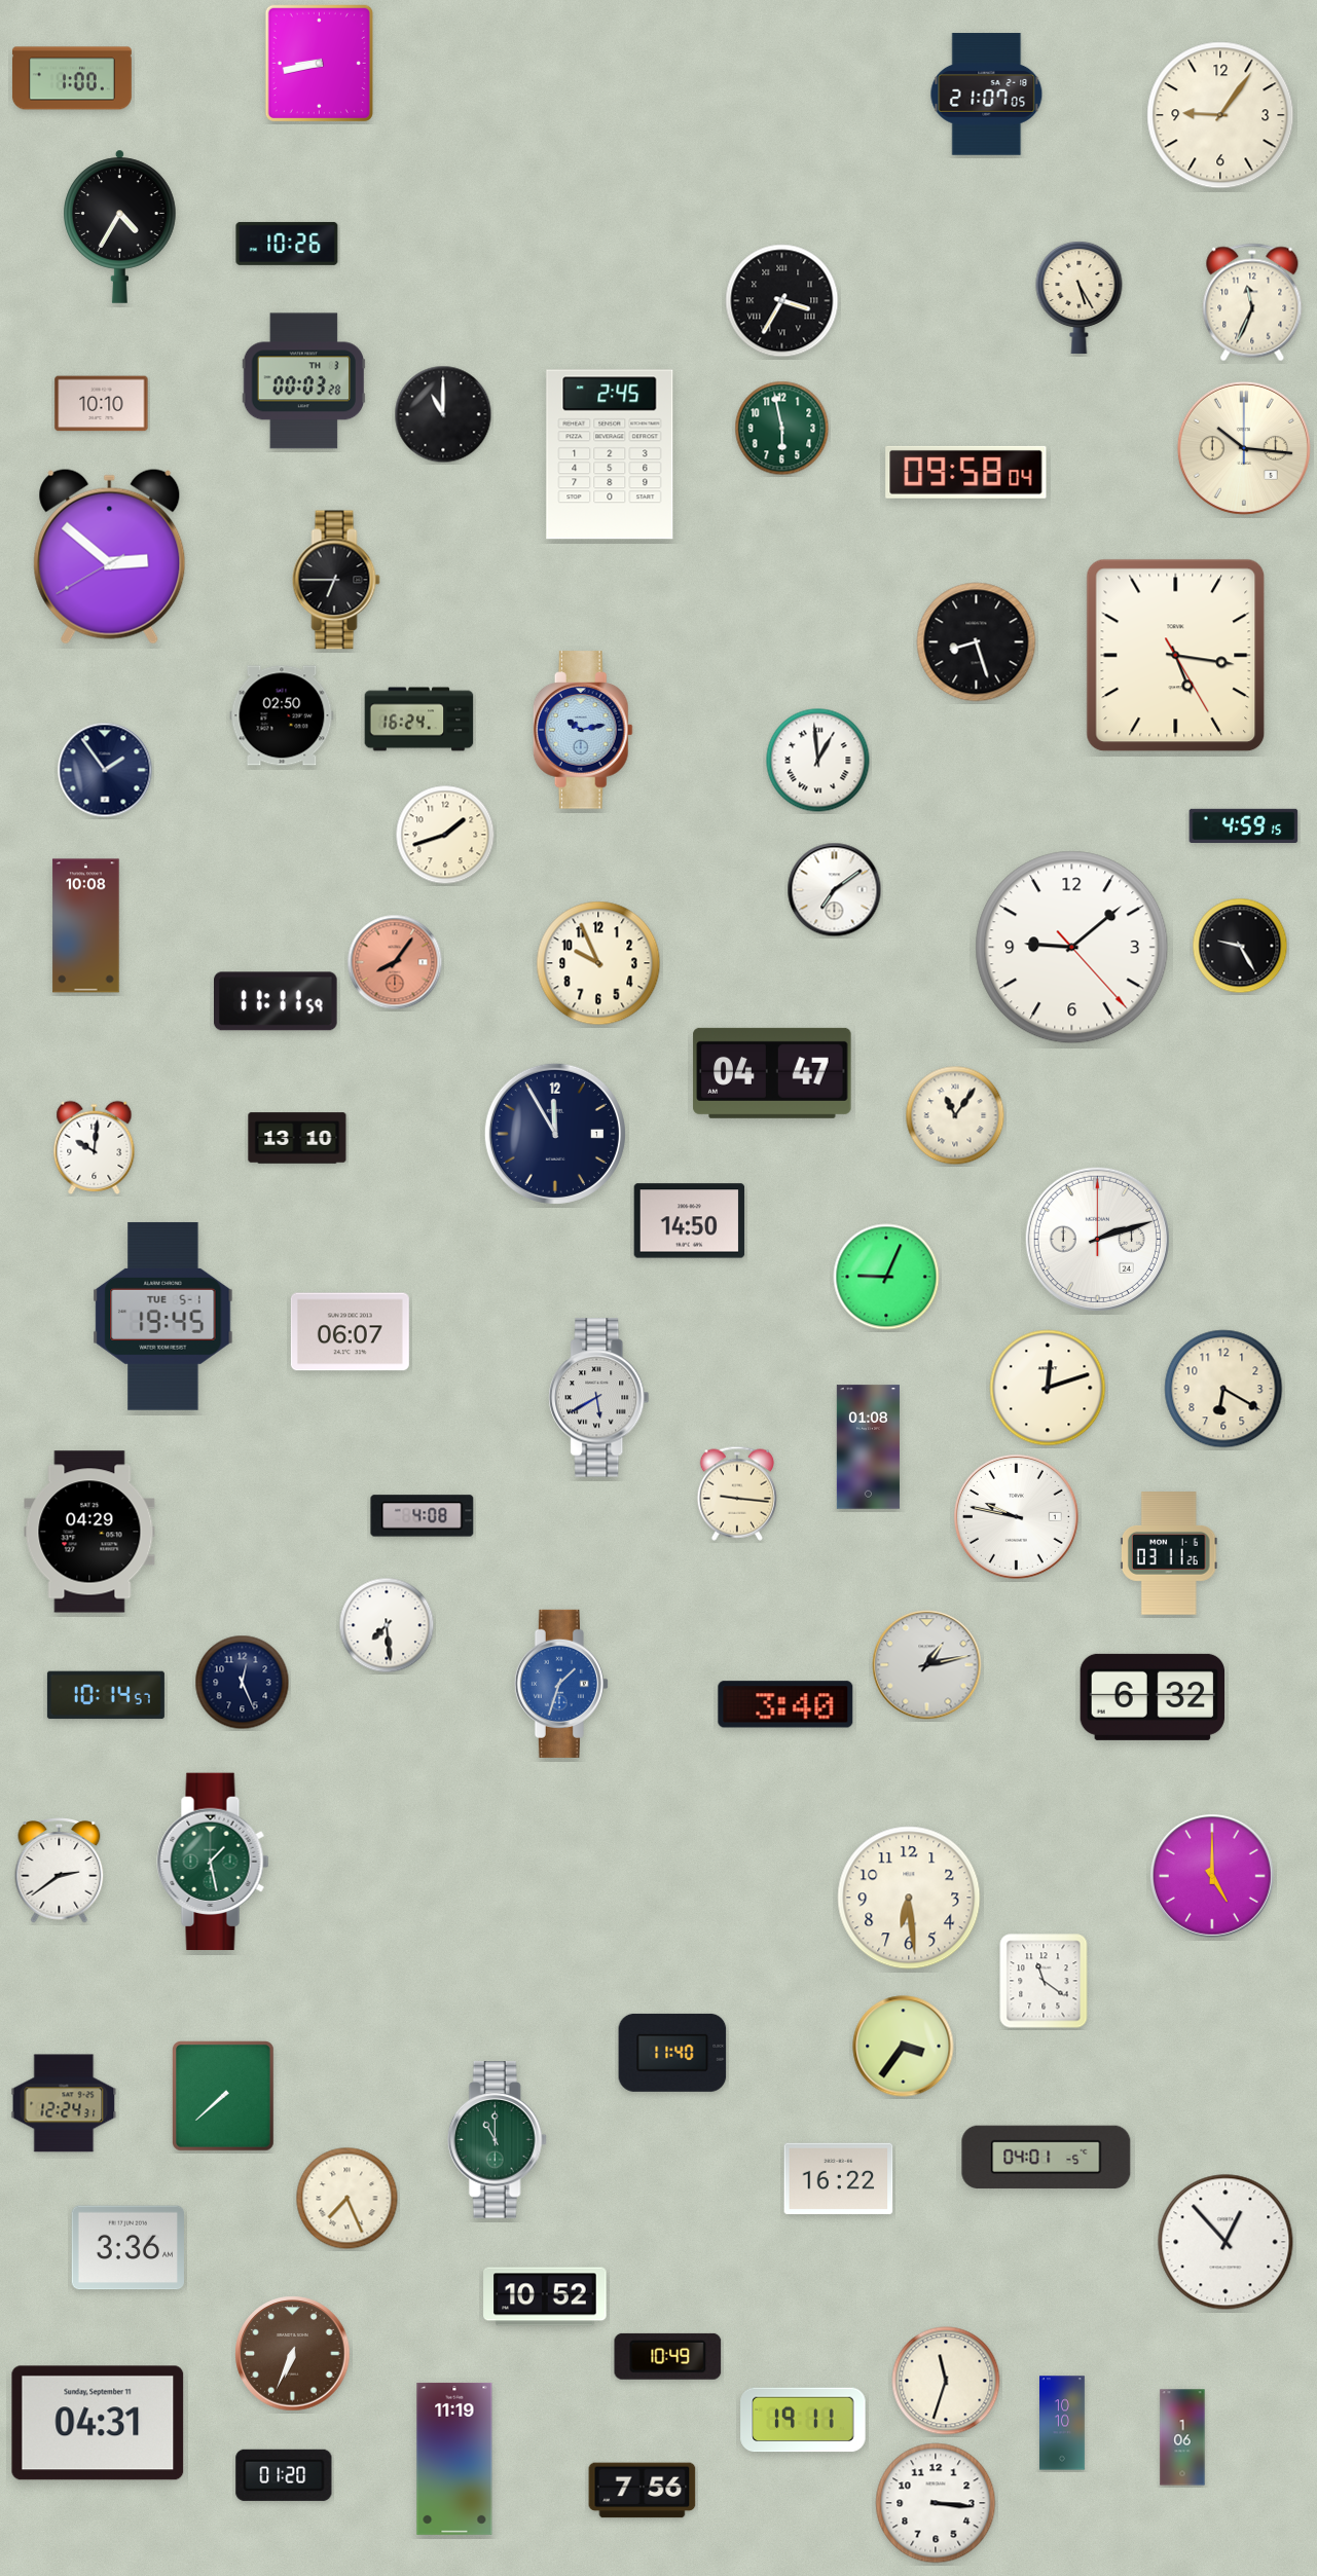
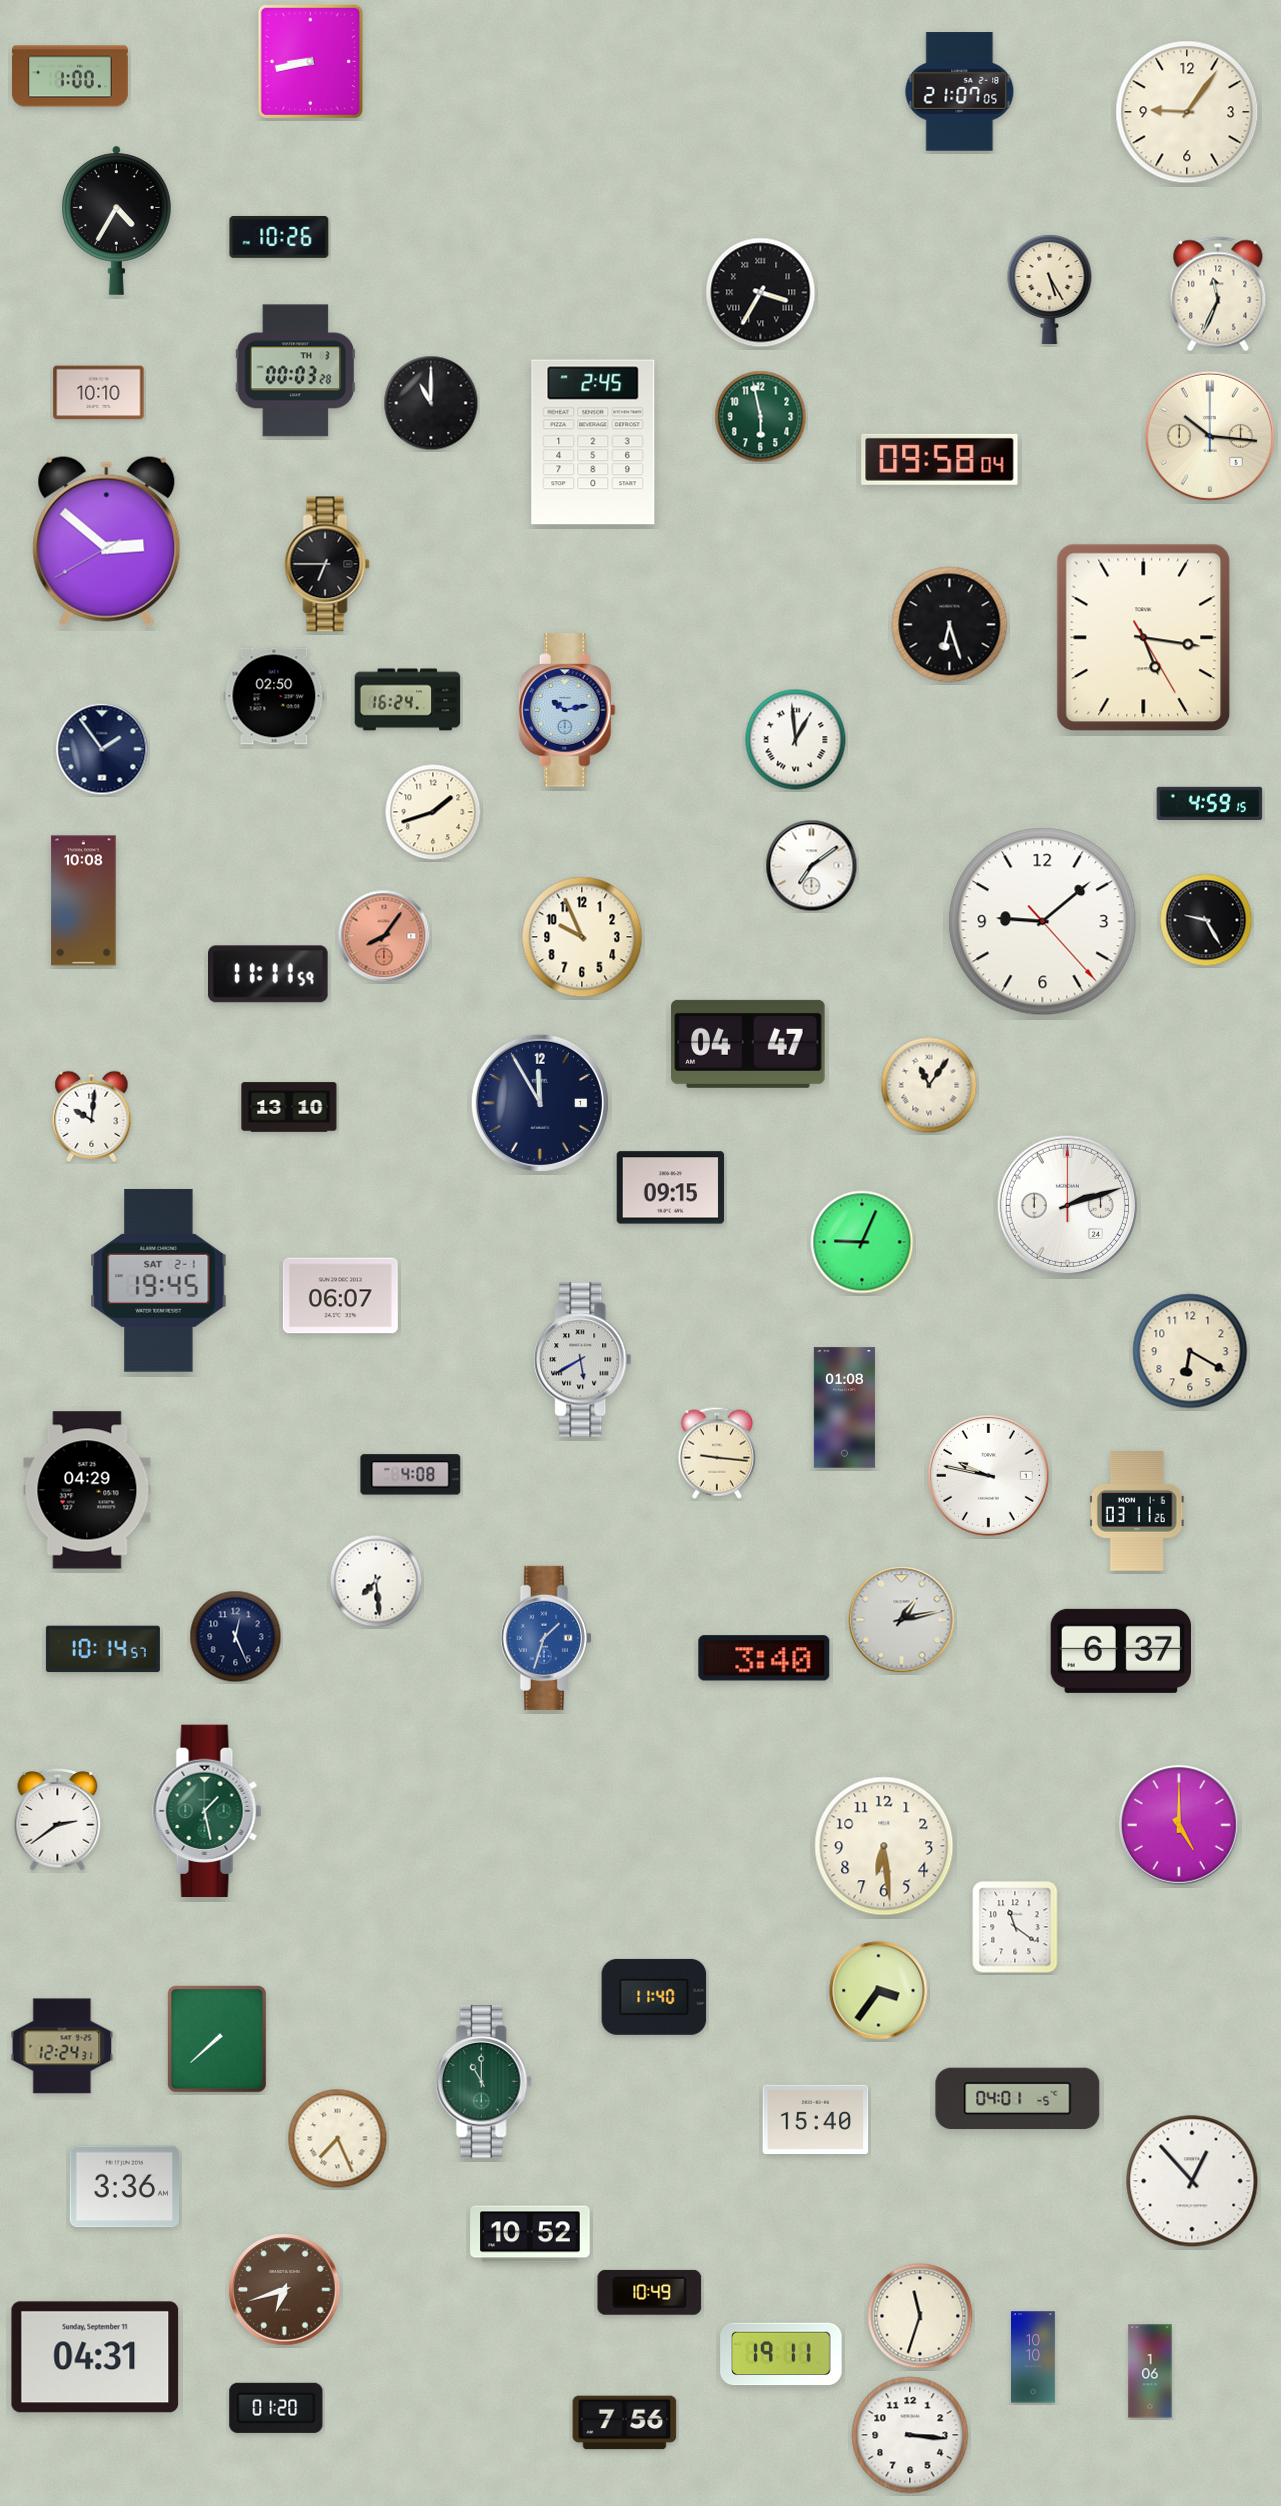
clock at (977, 642): 8:27 -> 6:27
clock at (772, 1073) position: (772, 1073) -> (748, 1044)
clock at (690, 1221): 14:50 -> 09:15
clock at (163, 1316) date: TUE 5-1 -> SAT 2-1
clock at (1048, 1388): 12:12 -> none
clock at (1151, 1697): 6:32 -> 6:37
clock at (839, 2179): 16:22 -> 15:40
clock at (293, 2354): 6:34 -> 6:42
clock at (454, 2459): 11:19 -> none
